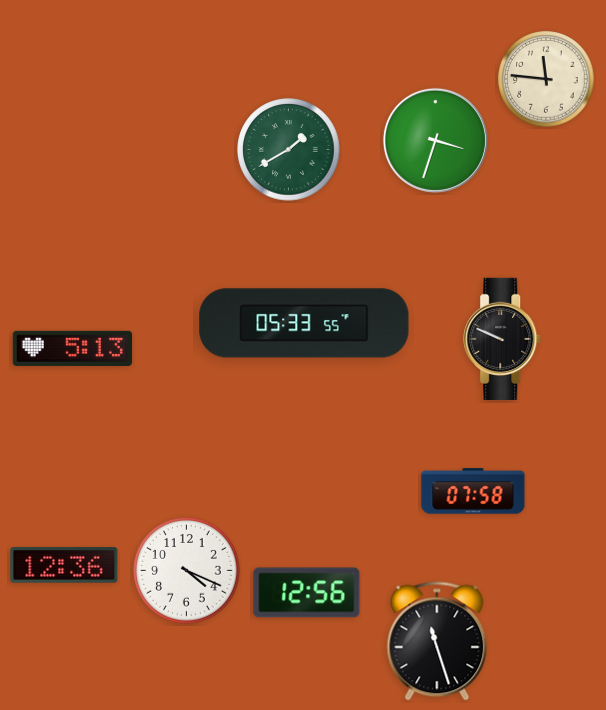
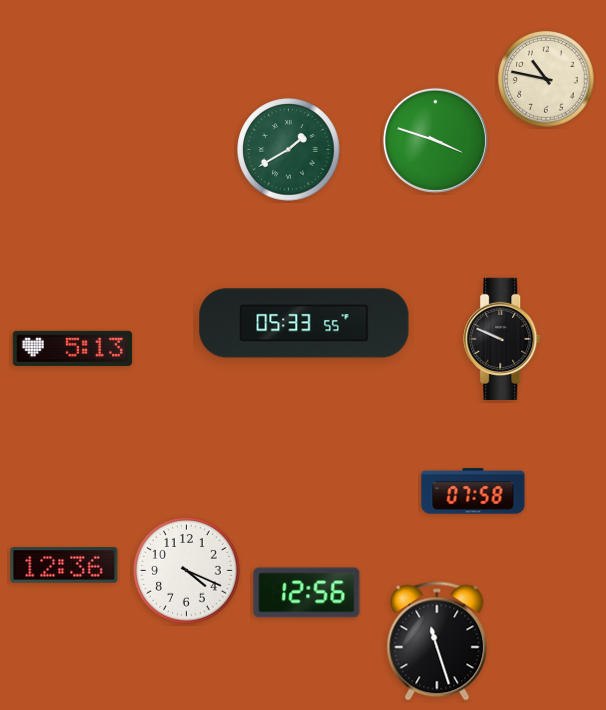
clock at (546, 79): 11:46 -> 10:47
clock at (435, 140): 3:33 -> 3:48
